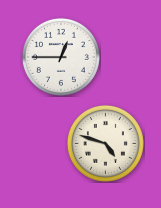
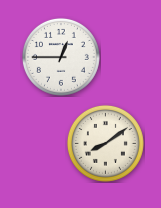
clock at (105, 143): 4:48 -> 8:09
